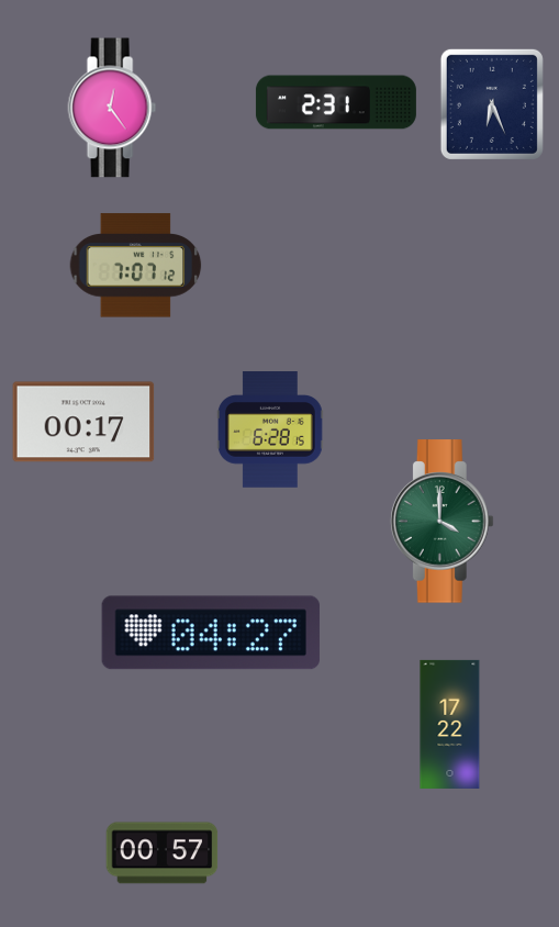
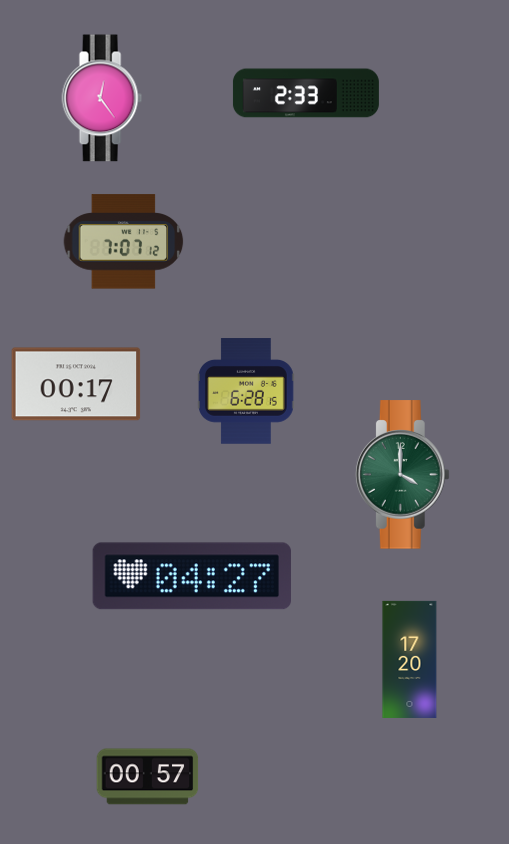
clock at (336, 102): 2:31 -> 2:33
clock at (492, 104): 6:26 -> none
clock at (450, 724): 17:22 -> 17:20
